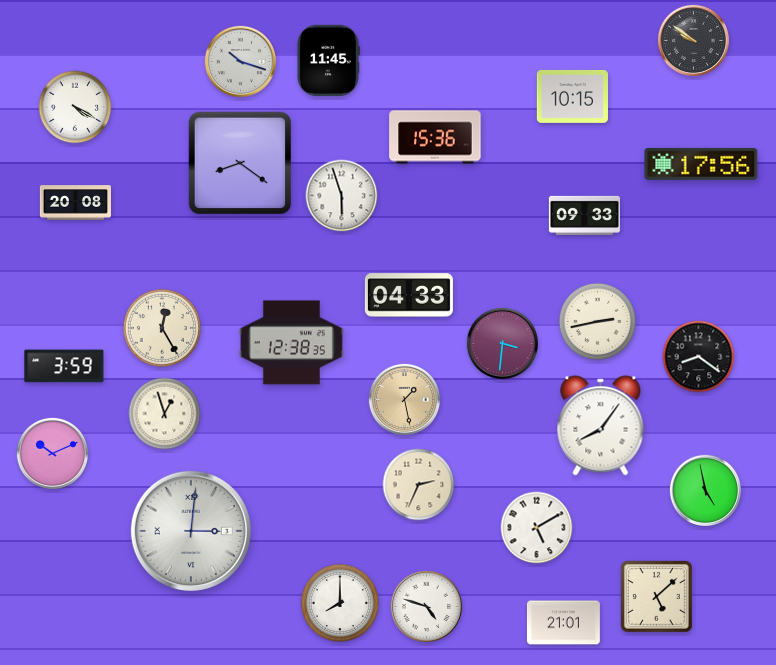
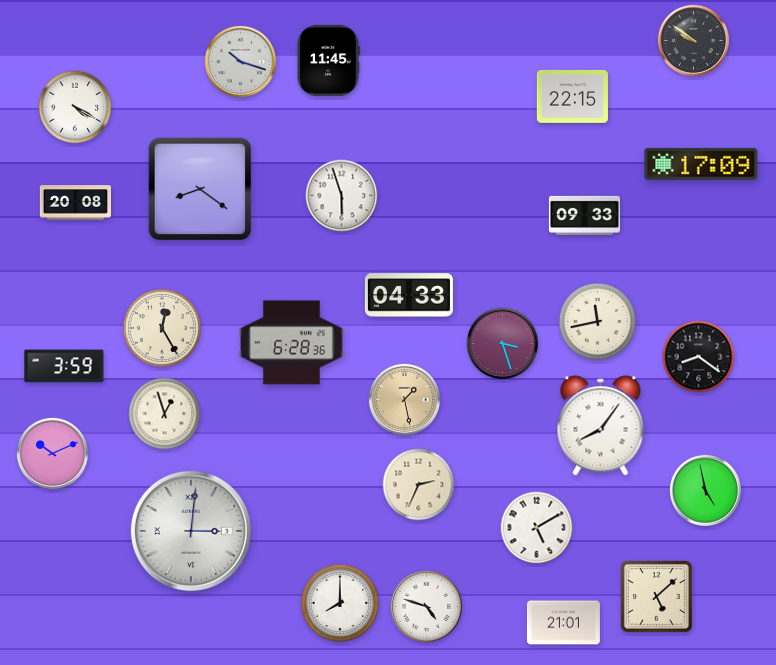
clock at (572, 96): 10:15 -> 22:15
clock at (435, 137): 15:36 -> none
clock at (240, 163) position: (240, 163) -> (200, 189)
clock at (701, 164): 17:56 -> 17:09
clock at (598, 322): 2:43 -> 11:43
clock at (291, 343): 12:38 -> 6:28
clock at (502, 343): 3:31 -> 3:27
